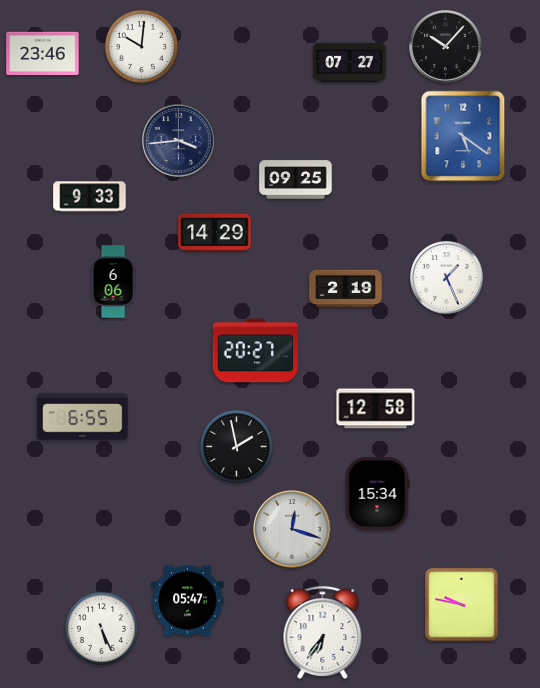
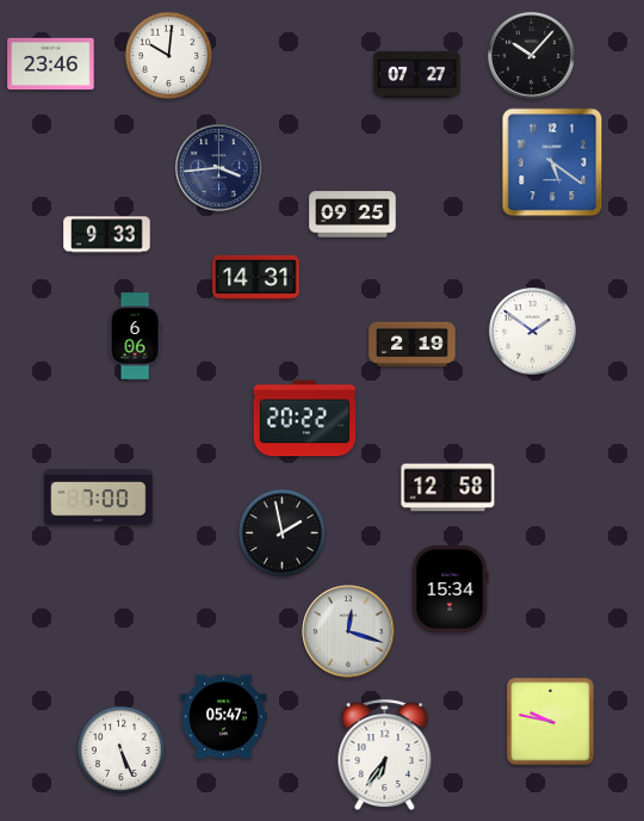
clock at (179, 141) position: (179, 141) -> (219, 168)
clock at (215, 232): 14:29 -> 14:31
clock at (447, 278): 1:26 -> 1:51
clock at (256, 351): 20:27 -> 20:22
clock at (83, 417): 6:55 -> 7:00
